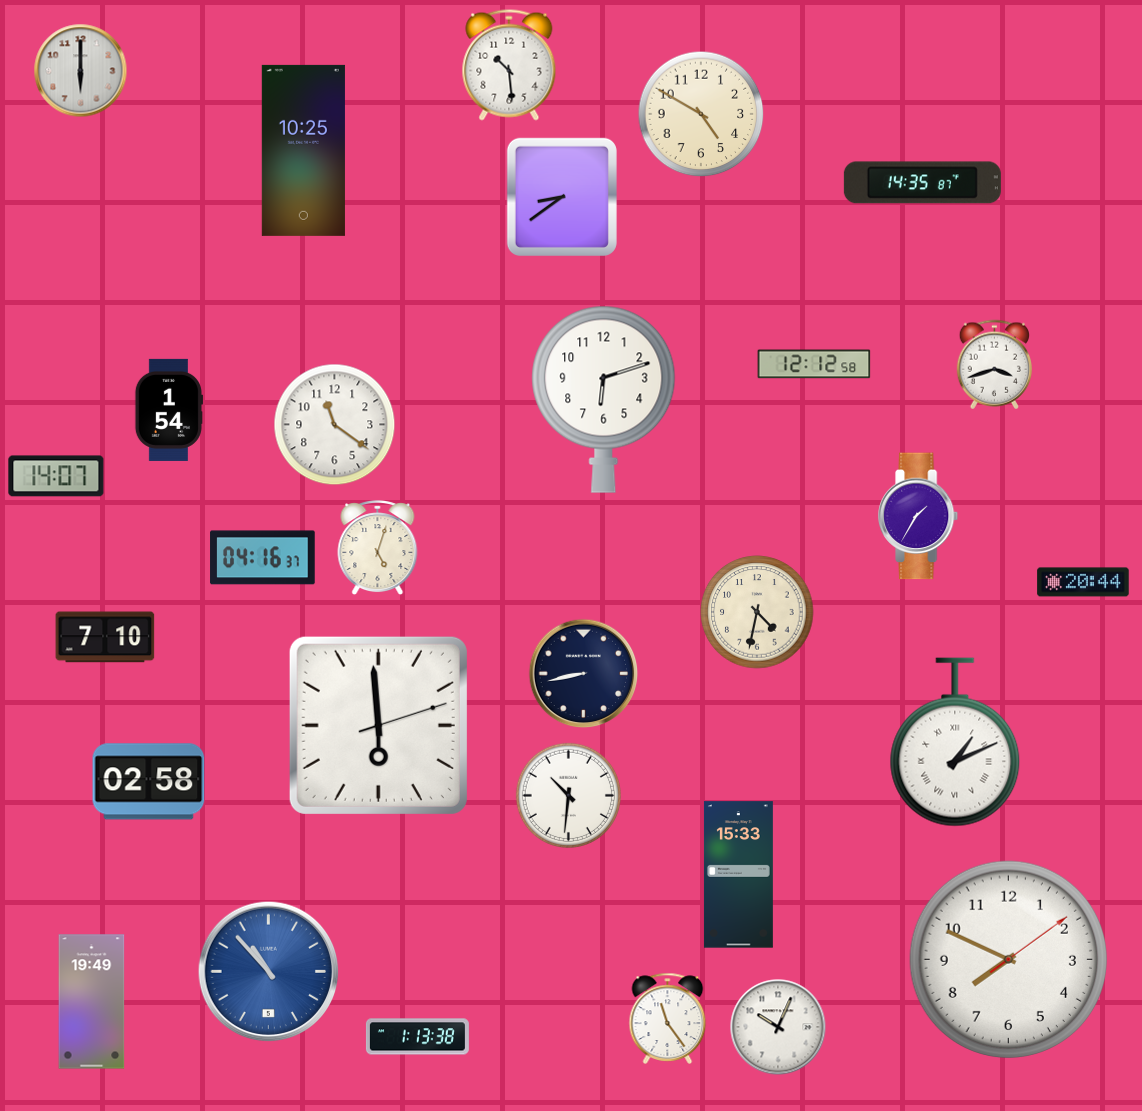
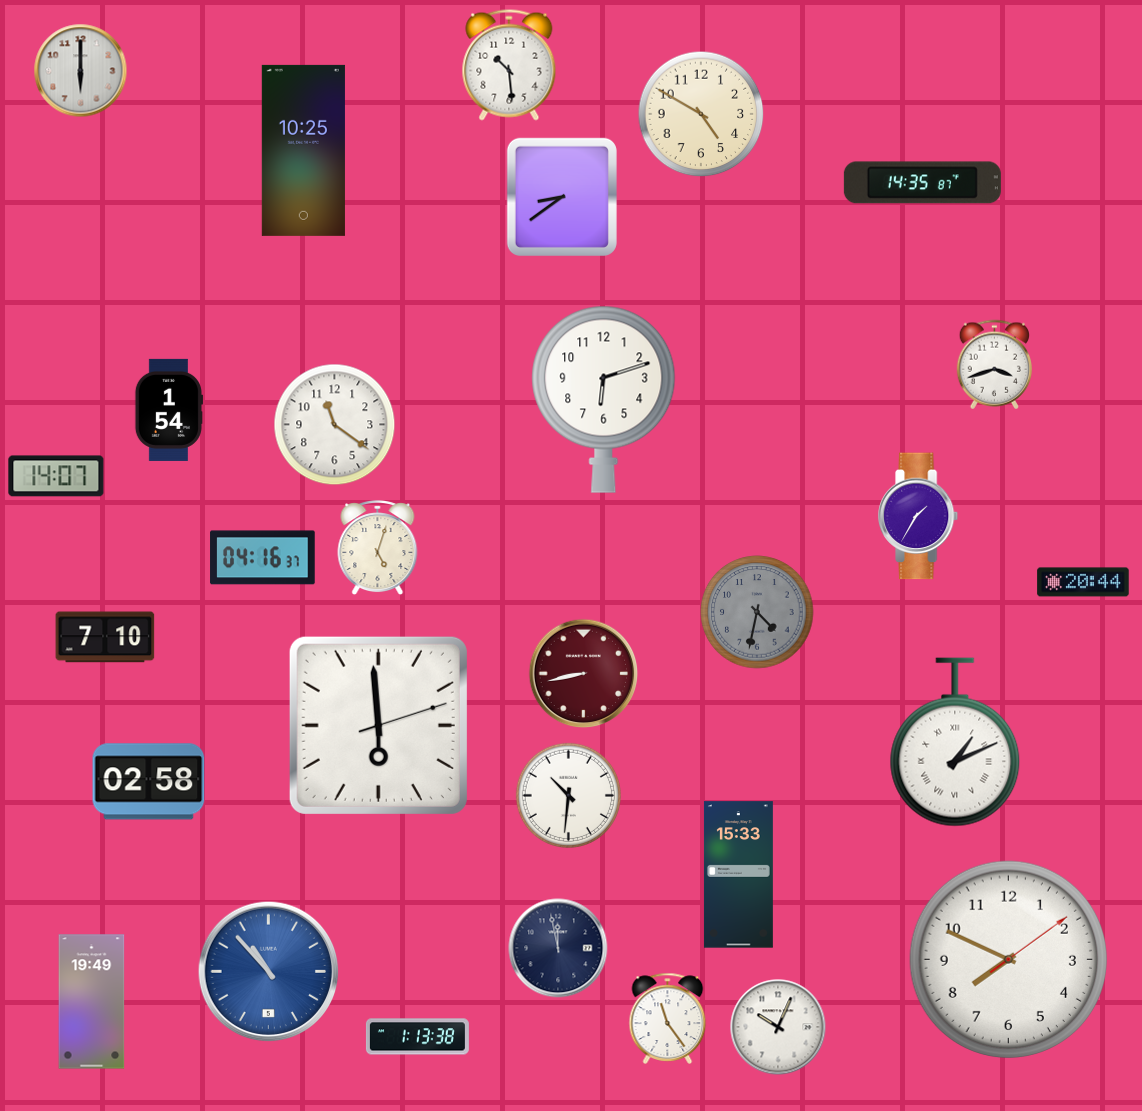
clock at (814, 364): 12:12 -> none
clock at (757, 612) dial: cream -> grey
clock at (584, 674) dial: navy -> burgundy
clock at (558, 948): none -> 11:58
